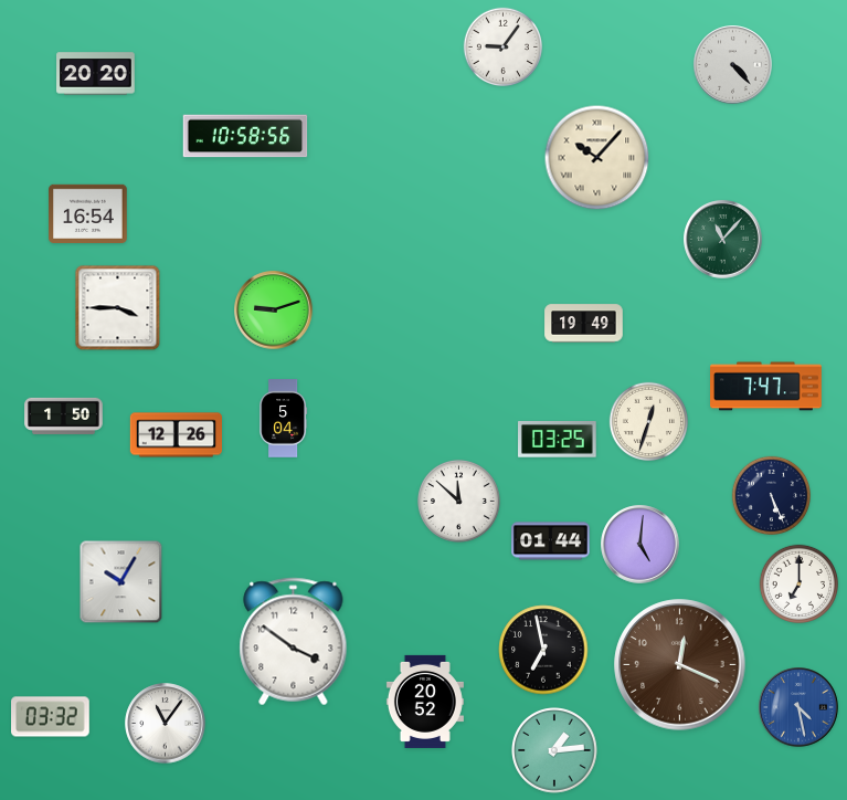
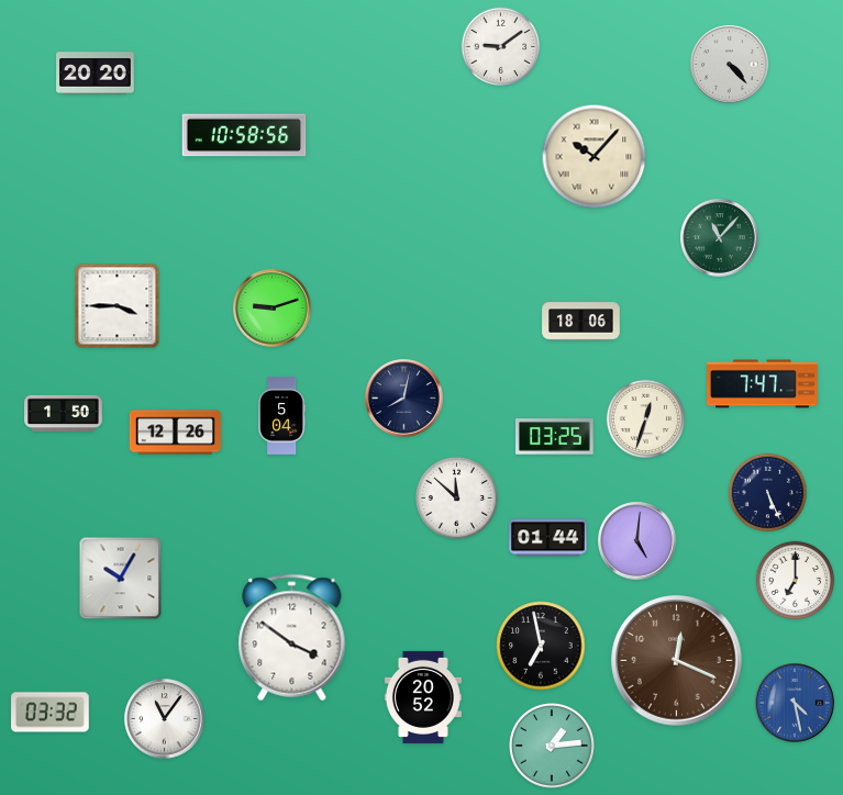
clock at (502, 46): 9:06 -> 9:09
clock at (88, 213): 16:54 -> none
clock at (584, 324): 19:49 -> 18:06
clock at (404, 399): none -> 8:02
